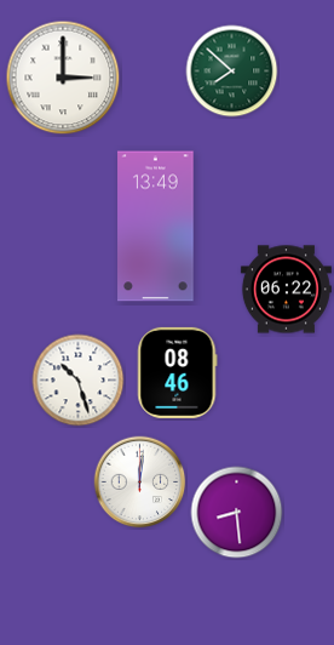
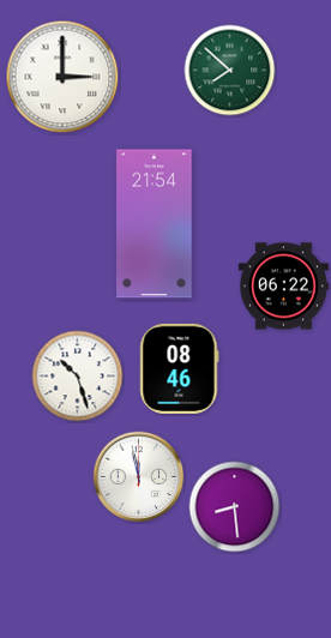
clock at (156, 227): 13:49 -> 21:54
clock at (178, 372) position: (178, 372) -> (180, 368)
clock at (140, 483): 12:01 -> 11:58
